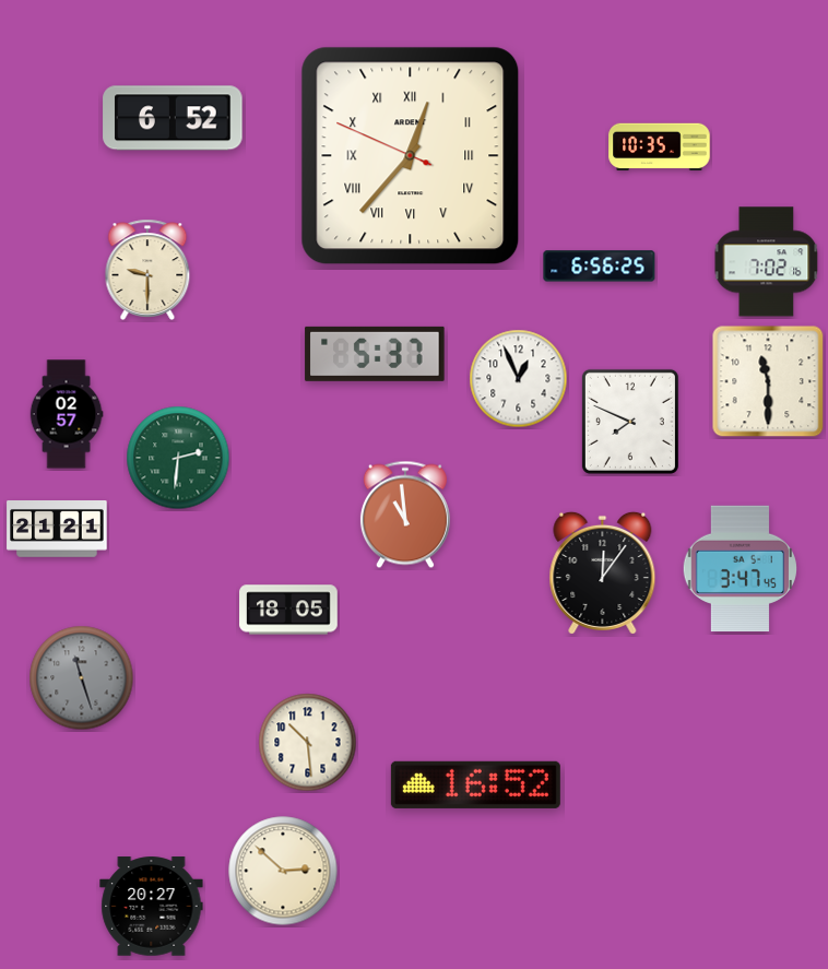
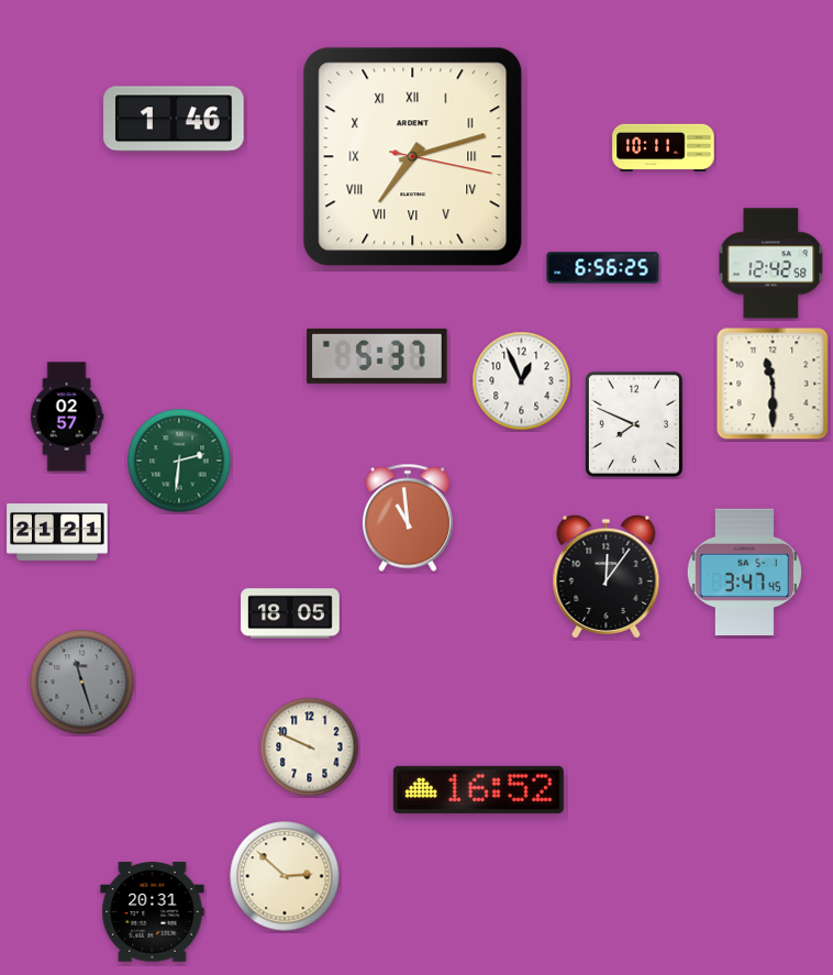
clock at (173, 118): 6:52 -> 1:46
clock at (660, 147): 10:35 -> 10:11
clock at (411, 156): 12:36 -> 7:12
clock at (767, 262): 7:02 -> 12:42
clock at (147, 269): 9:30 -> none
clock at (308, 743): 10:29 -> 9:49
clock at (152, 907): 20:27 -> 20:31
